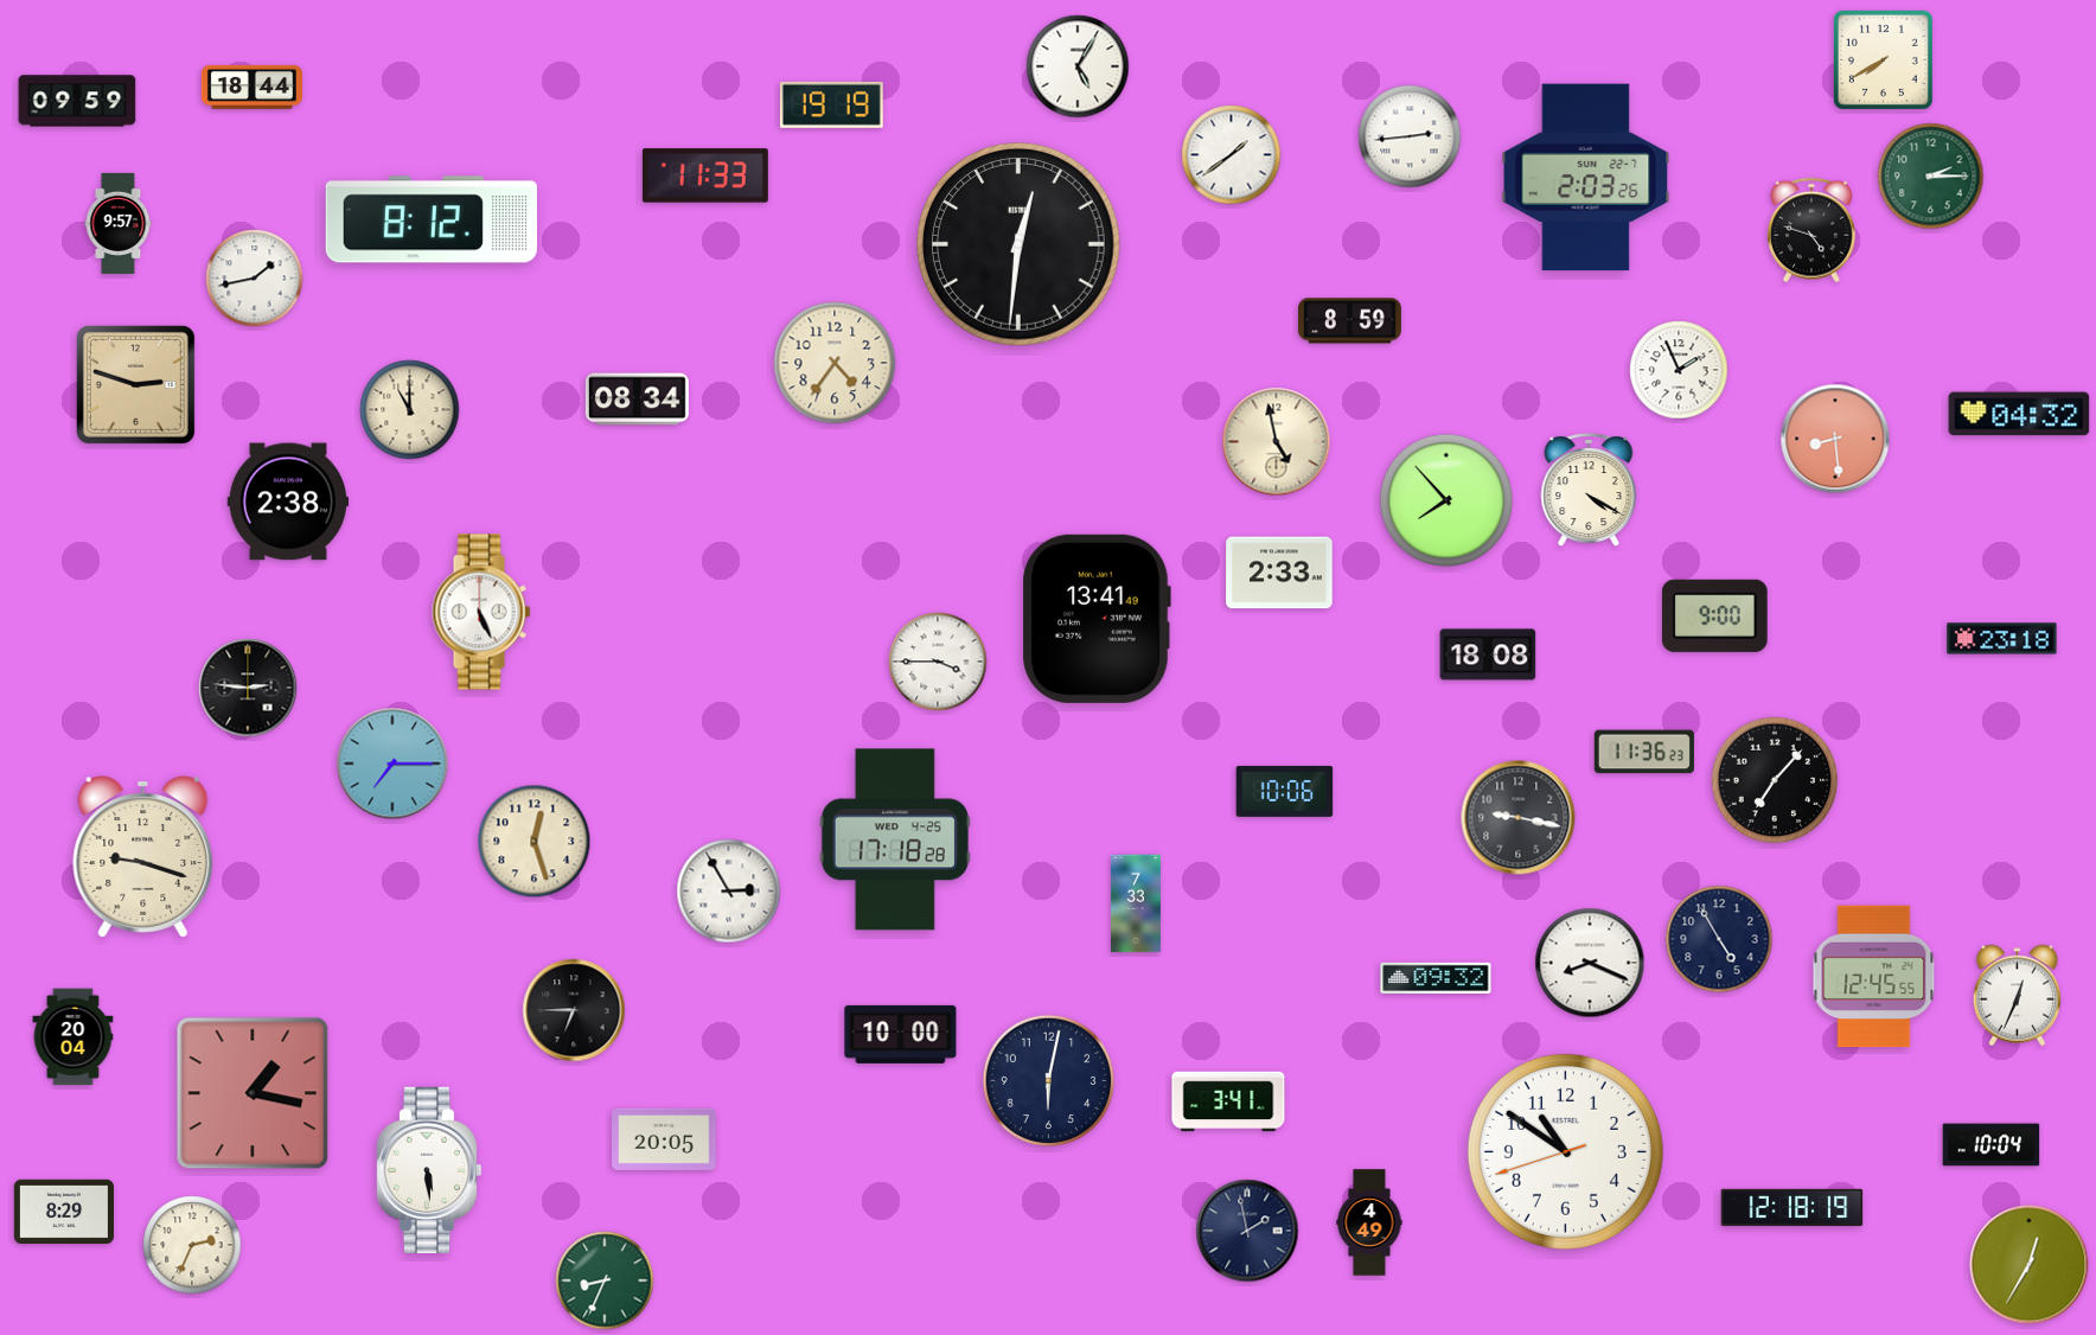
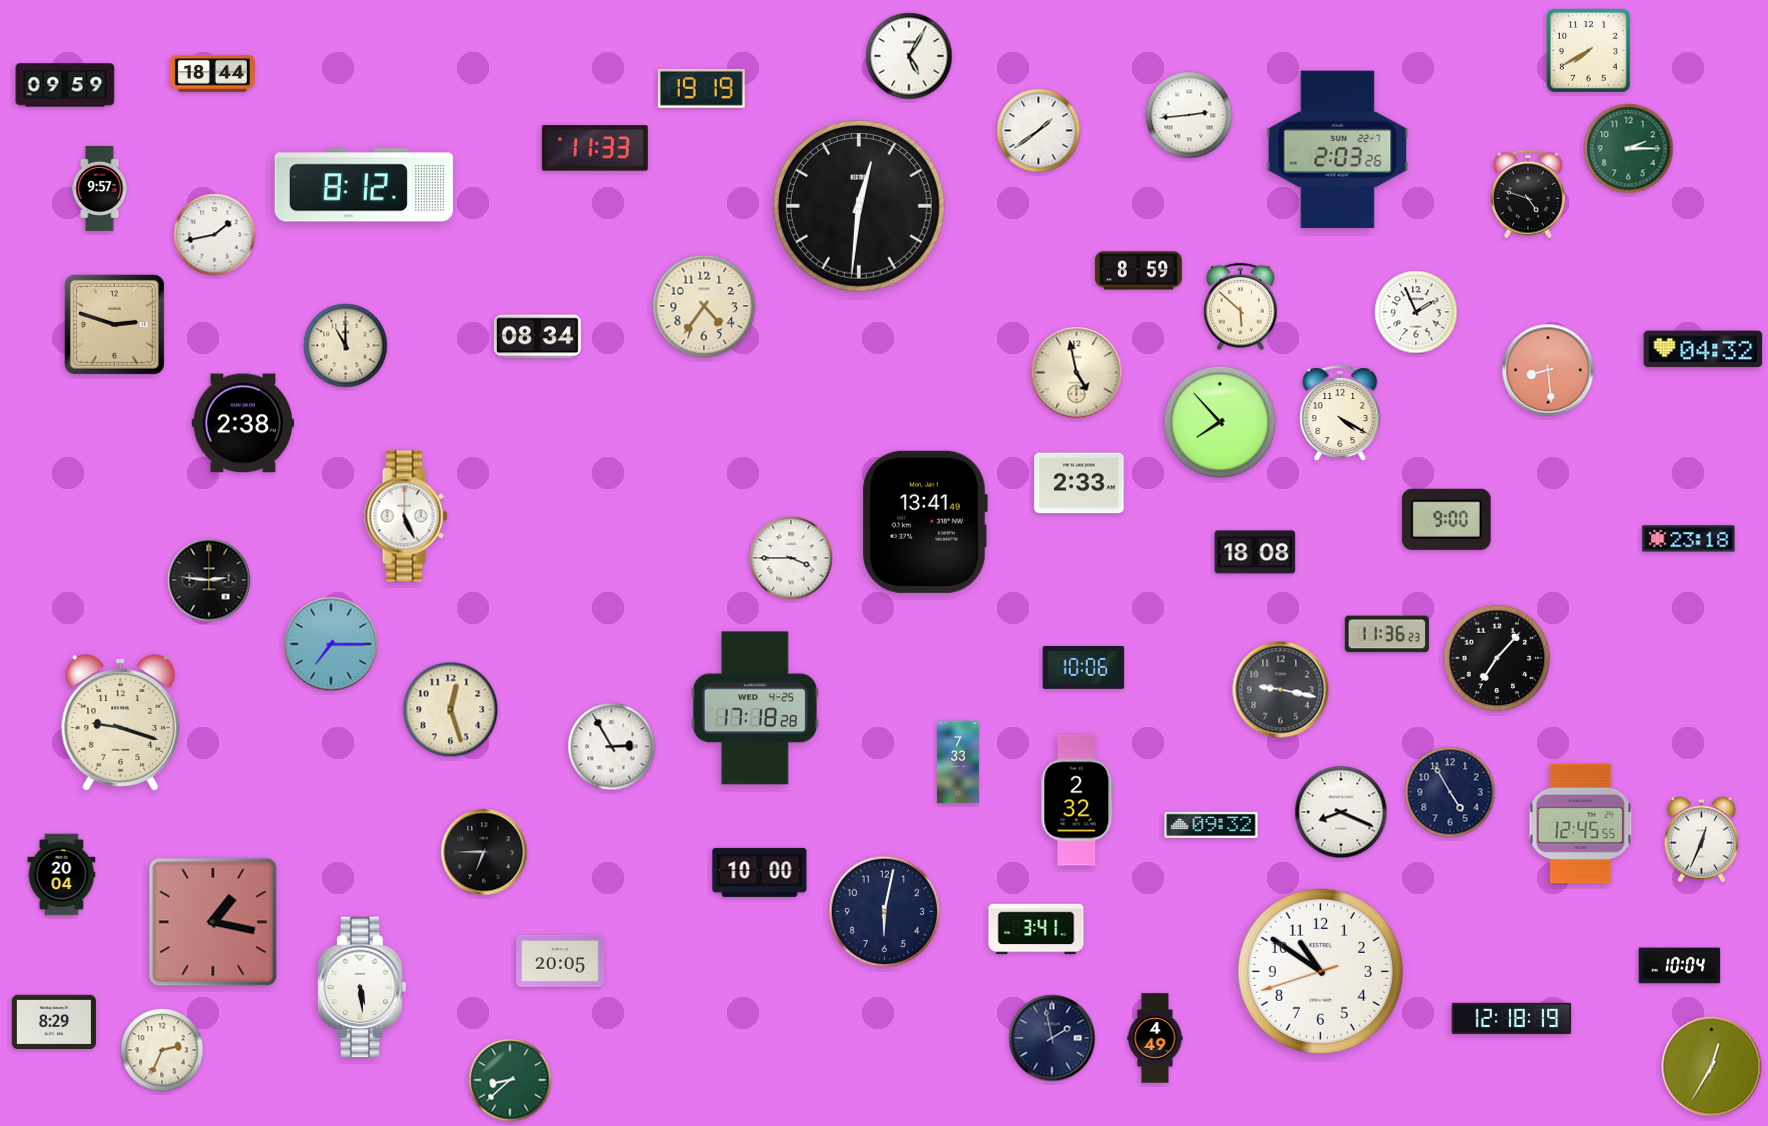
clock at (1241, 307): none -> 5:52
clock at (729, 892) position: (729, 892) -> (612, 747)
clock at (1077, 800): none -> 2:32
clock at (1369, 1222) position: (1369, 1222) -> (1155, 1038)
clock at (605, 1280): 8:34 -> 8:38
